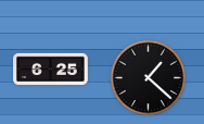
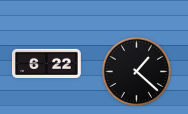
clock at (51, 69): 6:25 -> 6:22
